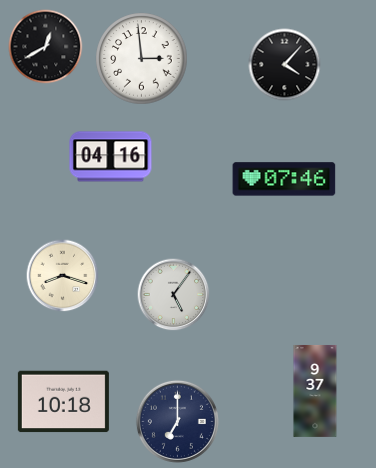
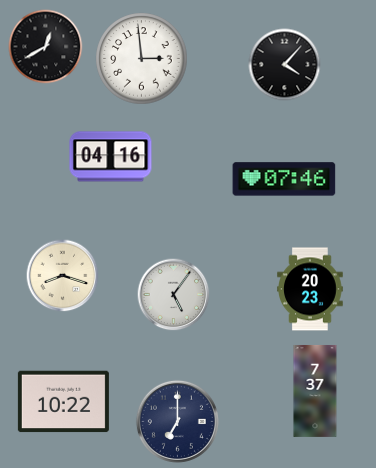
clock at (310, 289): none -> 20:23
clock at (315, 391): 9:37 -> 7:37
clock at (63, 402): 10:18 -> 10:22
